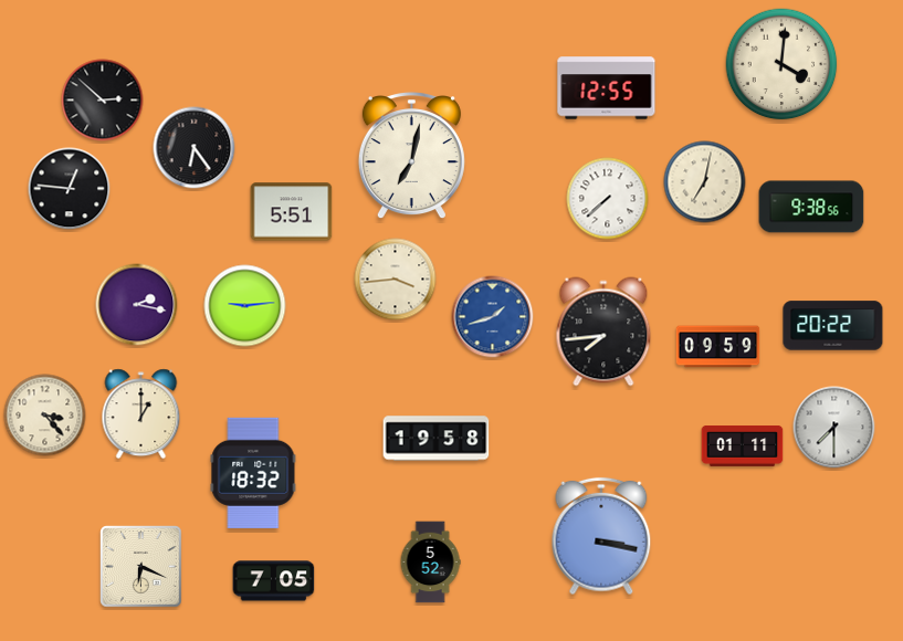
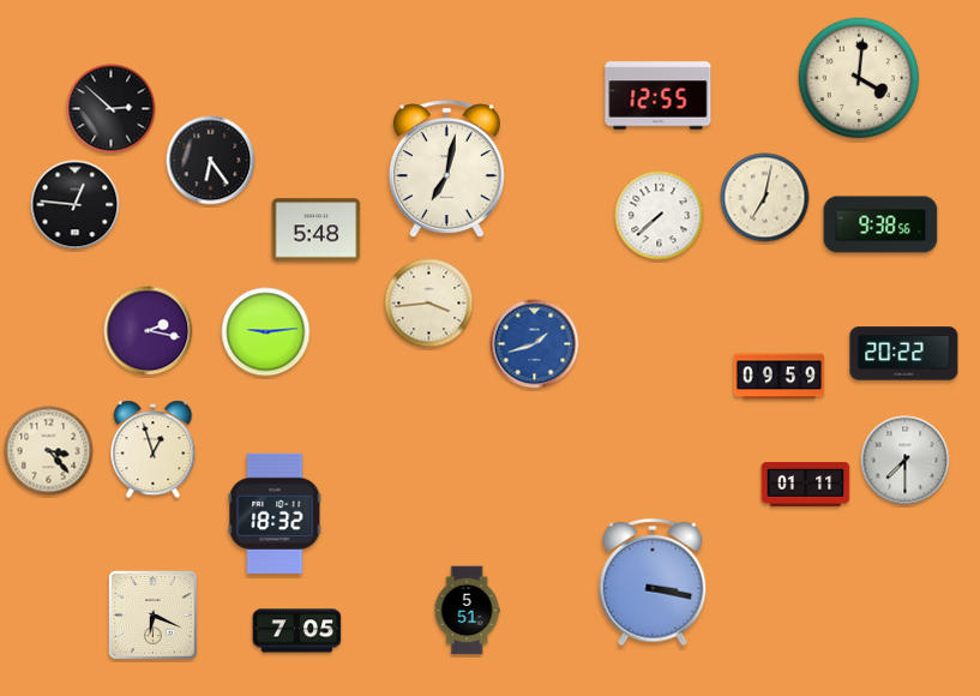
clock at (781, 64) position: (781, 64) -> (859, 78)
clock at (292, 212): 5:51 -> 5:48
clock at (603, 332): 7:44 -> none
clock at (141, 414): 1:00 -> 12:57
clock at (834, 428) position: (834, 428) -> (906, 461)
clock at (437, 439): 19:58 -> none
clock at (430, 563): 5:52 -> 5:51
